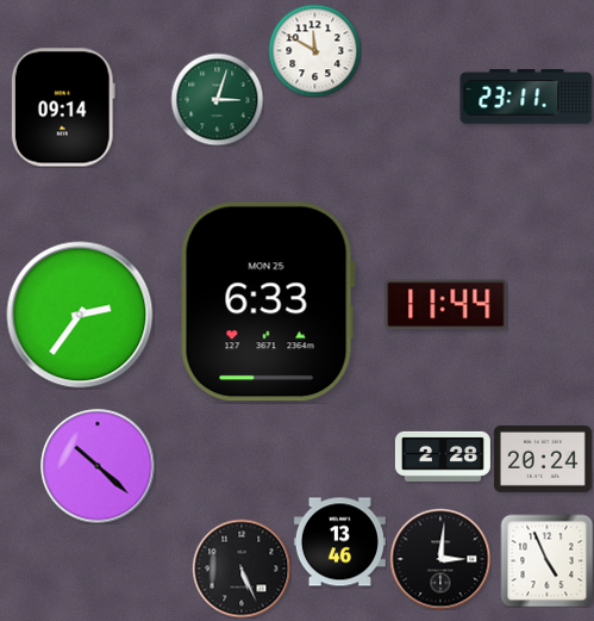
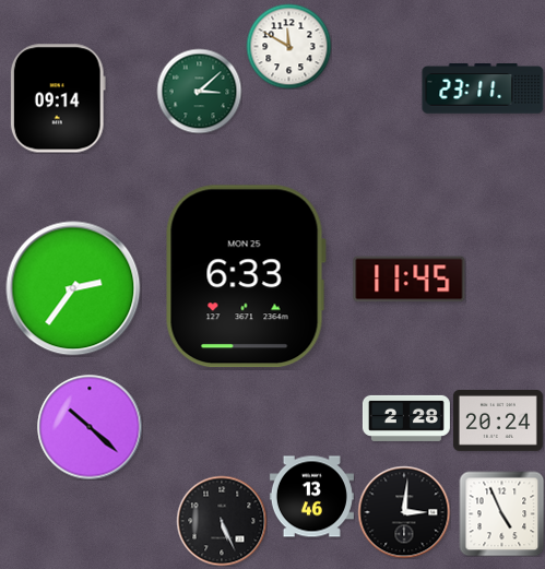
clock at (217, 99): 3:03 -> 3:08
clock at (446, 305): 11:44 -> 11:45
